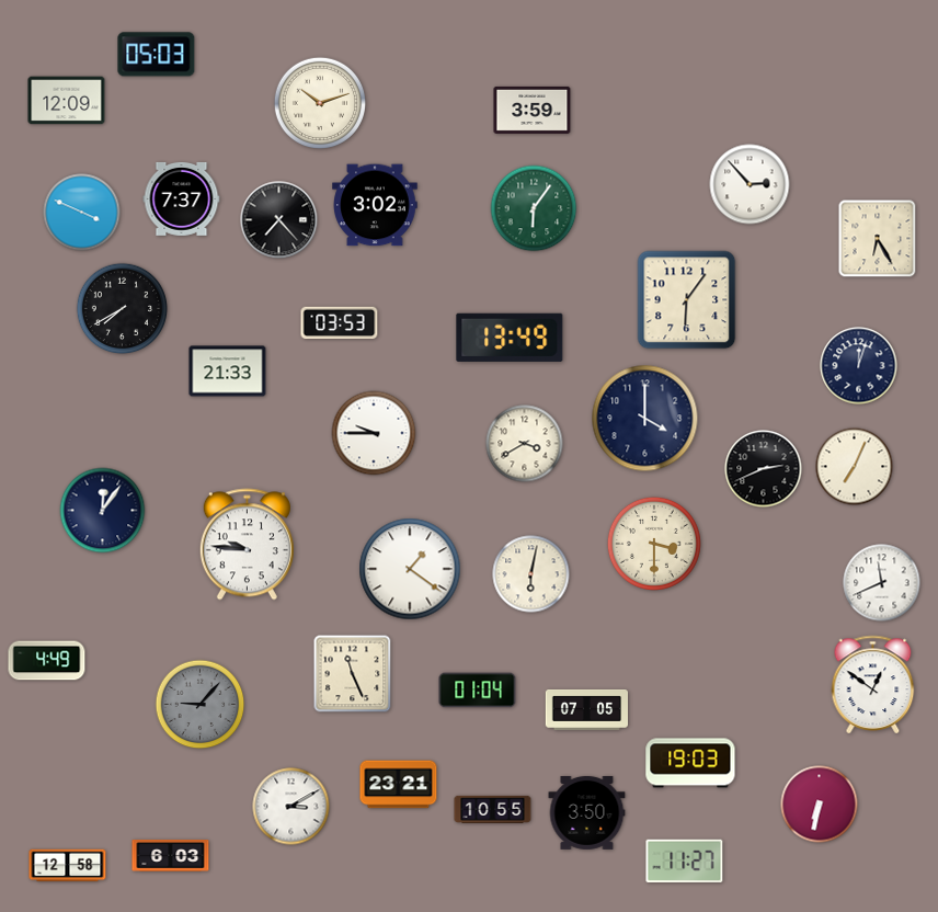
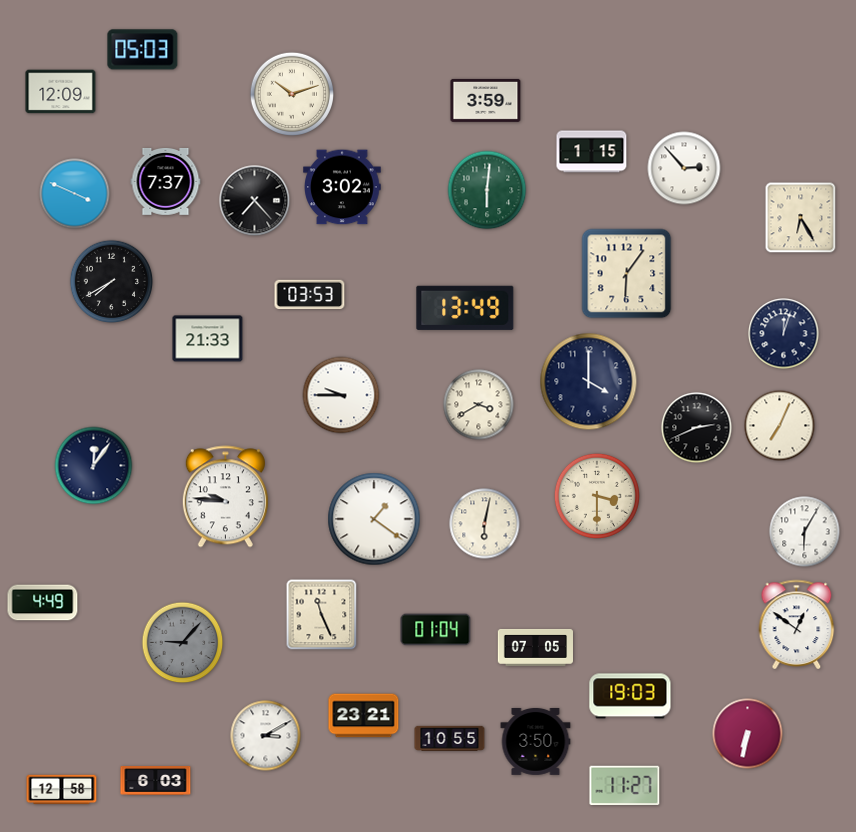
clock at (592, 152): none -> 1:15
clock at (534, 208): 6:06 -> 6:01
clock at (882, 583): 11:41 -> 6:05
